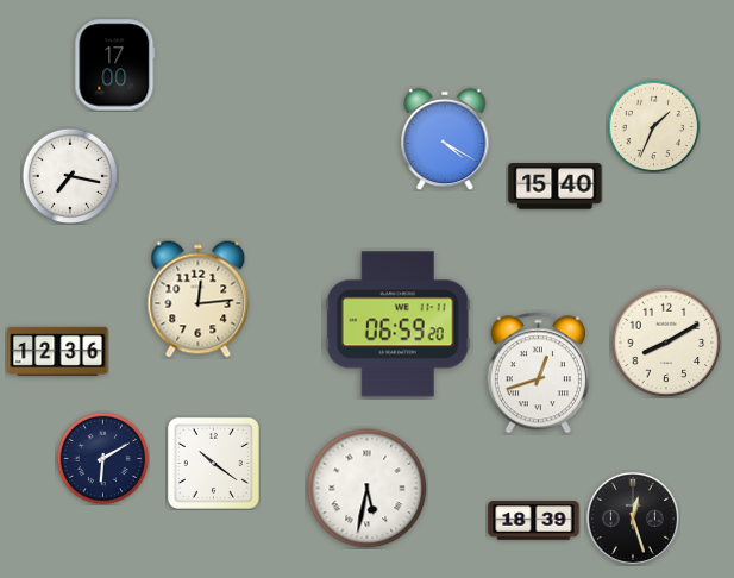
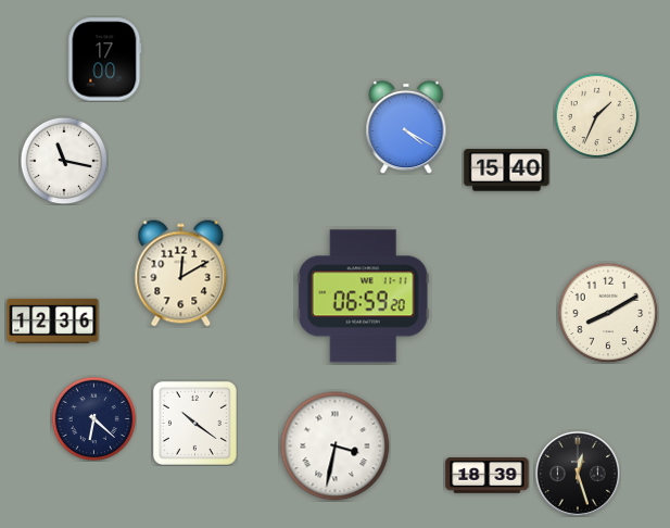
clock at (70, 176): 7:17 -> 11:17
clock at (199, 300): 12:14 -> 12:10
clock at (538, 373): 12:42 -> none
clock at (102, 458): 6:10 -> 6:22
clock at (368, 489): 5:32 -> 3:32
